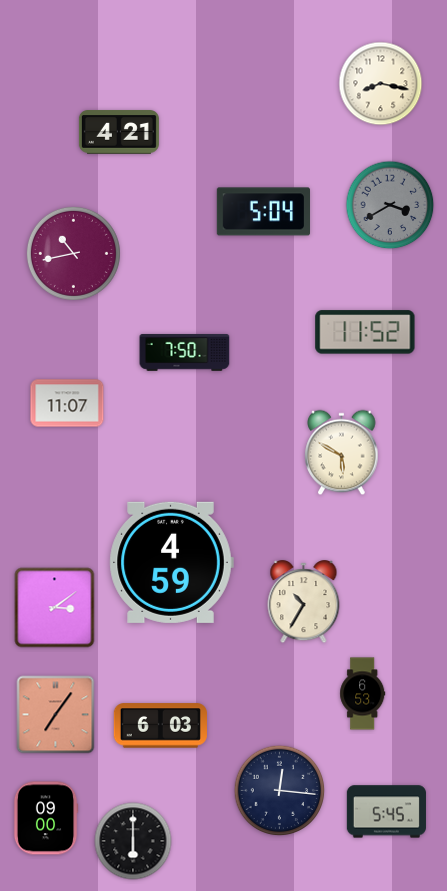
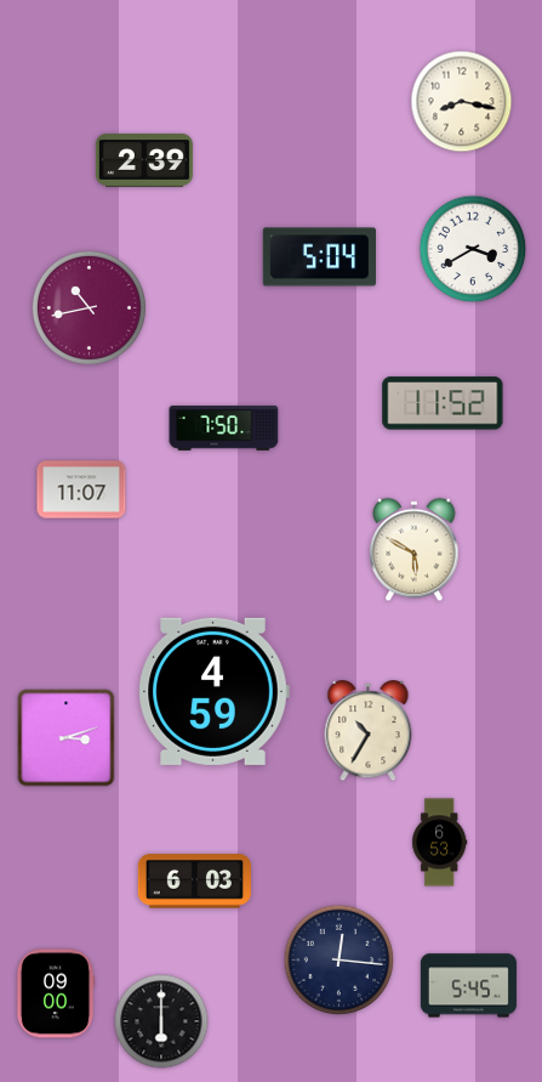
clock at (119, 132): 4:21 -> 2:39
clock at (390, 205) dial: grey -> white
clock at (171, 562) position: (171, 562) -> (213, 691)
clock at (55, 608): 3:09 -> 3:12
clock at (56, 715): 7:06 -> none
